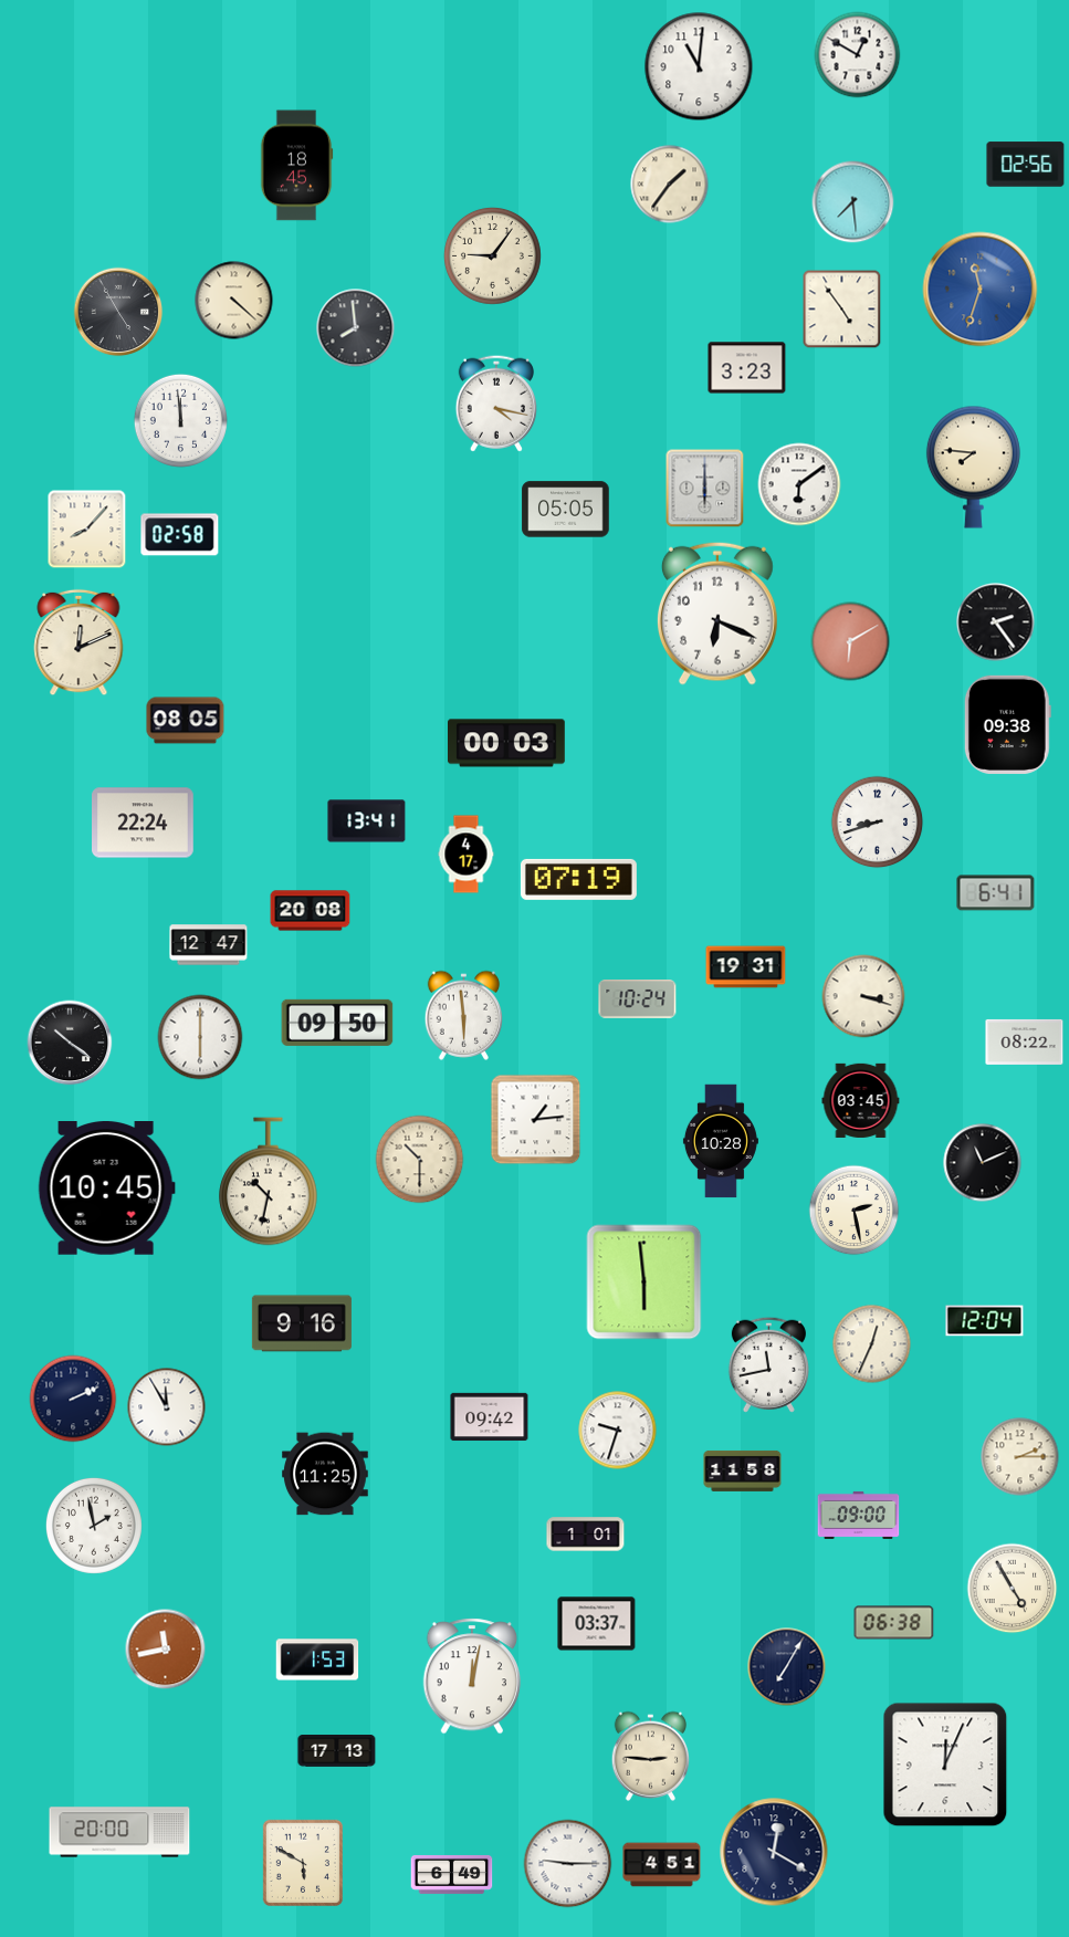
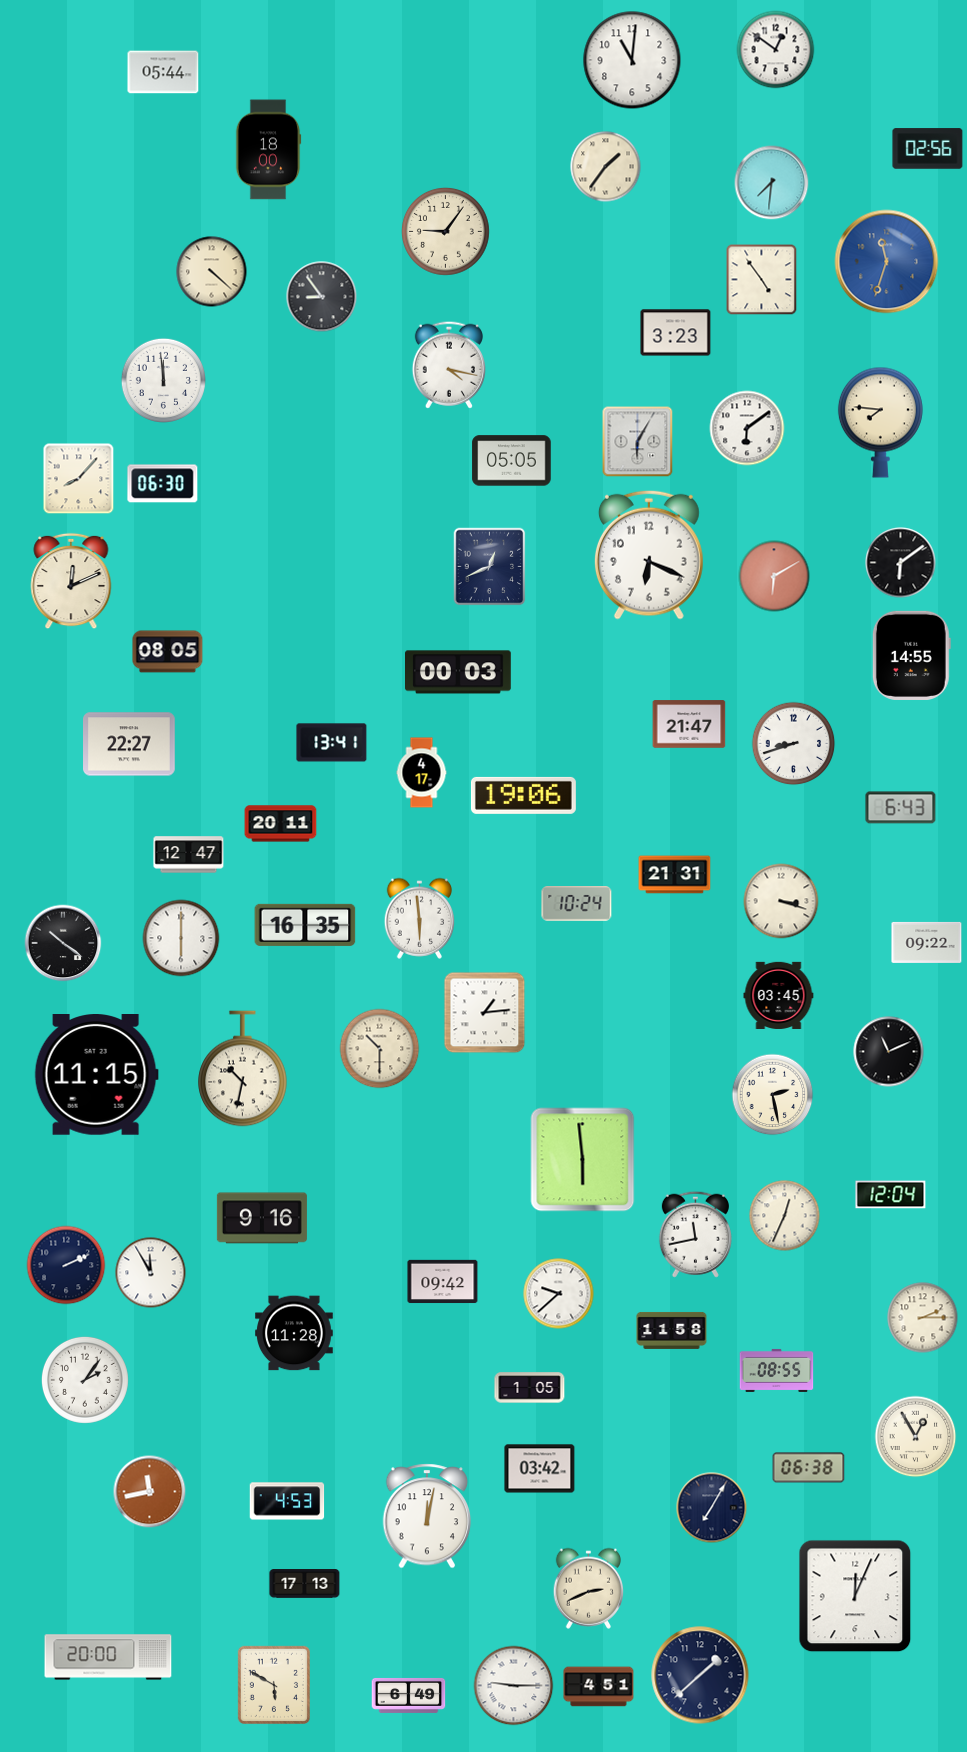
clock at (858, 55): 12:50 -> 12:51
clock at (163, 72): none -> 05:44
clock at (296, 166): 18:45 -> 18:00
clock at (853, 202): 7:29 -> 7:31
clock at (118, 312): 4:55 -> none
clock at (356, 328): 7:59 -> 8:54
clock at (799, 484) position: (799, 484) -> (747, 428)
clock at (705, 489): 6:00 -> 6:05
clock at (180, 535): 02:58 -> 06:30
clock at (996, 622): 2:24 -> 6:09
clock at (490, 567): none -> 12:41
clock at (850, 641) position: (850, 641) -> (774, 576)
clock at (1007, 724): 09:38 -> 14:55
clock at (689, 724): none -> 21:47
clock at (144, 823): 22:24 -> 22:27
clock at (578, 879): 07:19 -> 19:06
clock at (996, 893): 6:41 -> 6:43
clock at (311, 911): 20:08 -> 20:11
clock at (746, 967): 19:31 -> 21:31
clock at (337, 1023): 09:50 -> 16:35
clock at (1025, 1041): 08:22 -> 09:22
clock at (721, 1141): 10:28 -> none
clock at (106, 1189): 10:45 -> 11:15
clock at (302, 1323) position: (302, 1323) -> (262, 1218)
clock at (872, 1344) position: (872, 1344) -> (785, 1216)
clock at (618, 1431): 9:33 -> 9:38
clock at (326, 1474): 11:25 -> 11:28
clock at (859, 1515): 09:00 -> 08:55
clock at (94, 1526): 1:58 -> 2:06
clock at (586, 1535): 1:01 -> 1:05
clock at (1013, 1589): 4:55 -> 12:55
clock at (597, 1624): 03:37 -> 03:42
clock at (317, 1659): 1:53 -> 4:53
clock at (650, 1756): 2:46 -> 2:41
clock at (774, 1852): 12:20 -> 1:38
